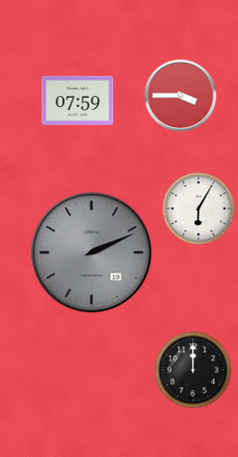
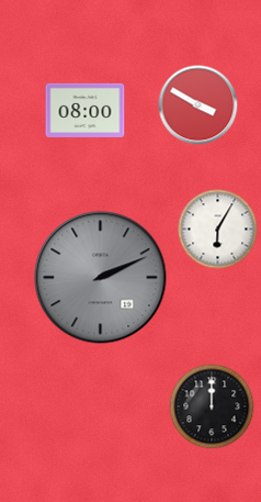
clock at (181, 96): 3:45 -> 3:50
clock at (78, 100): 07:59 -> 08:00
